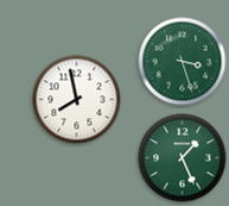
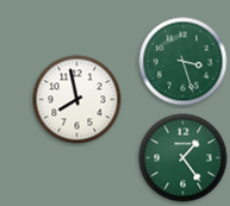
clock at (183, 158): 1:26 -> 1:24
